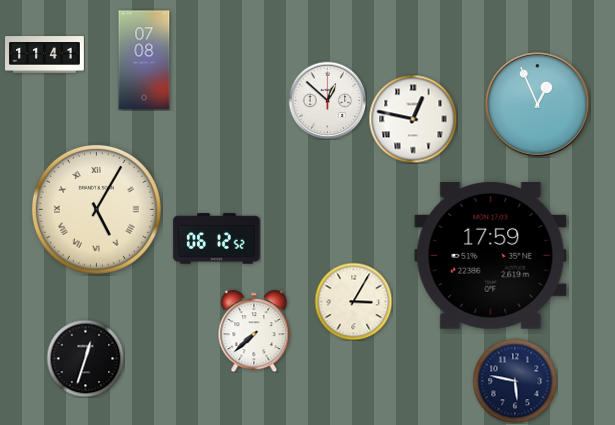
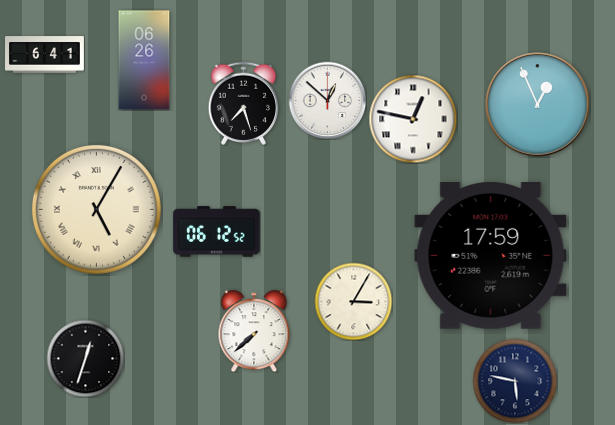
clock at (45, 55): 11:41 -> 6:41
clock at (144, 60): 07:08 -> 06:26
clock at (243, 103): none -> 7:27
clock at (217, 239) position: (217, 239) -> (217, 232)
